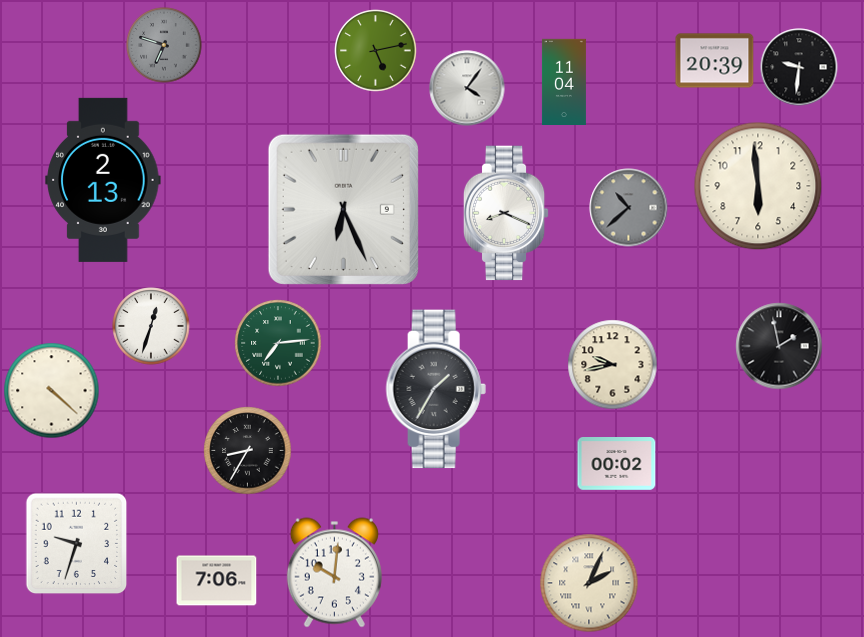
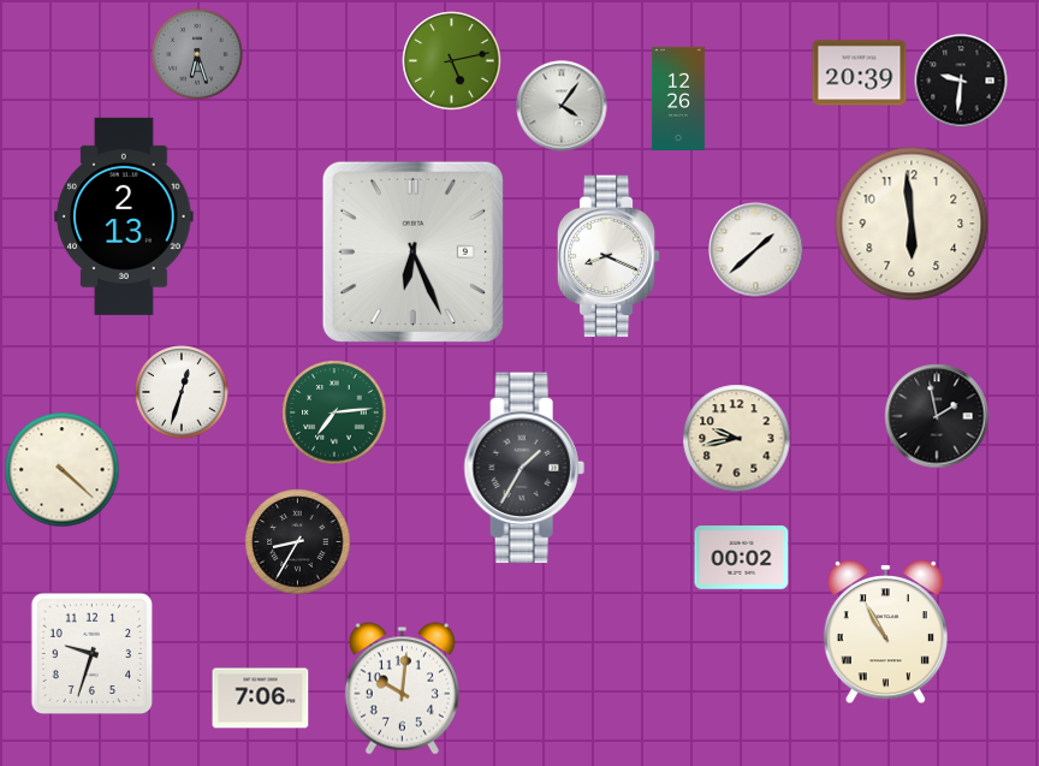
clock at (164, 45): 6:48 -> 6:27
clock at (564, 82): 11:04 -> 12:26
clock at (629, 208): 10:38 -> 1:38
clock at (629, 208) dial: grey -> white
clock at (885, 633): none -> 10:55
clock at (589, 583): 2:04 -> none
